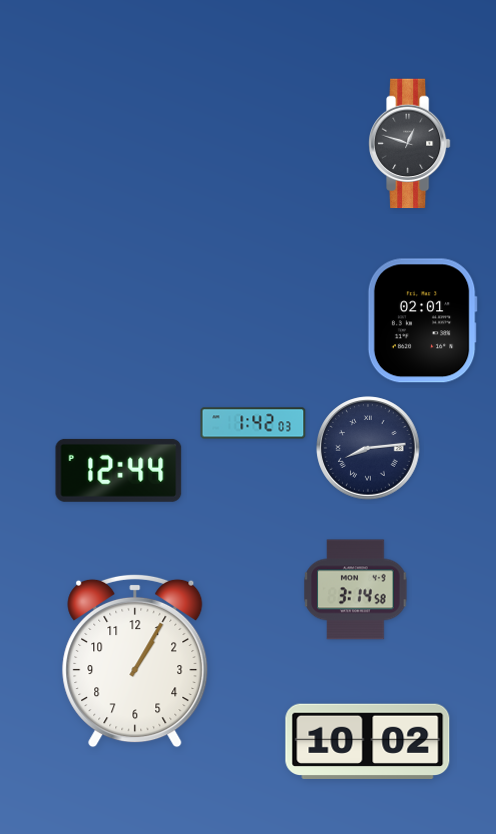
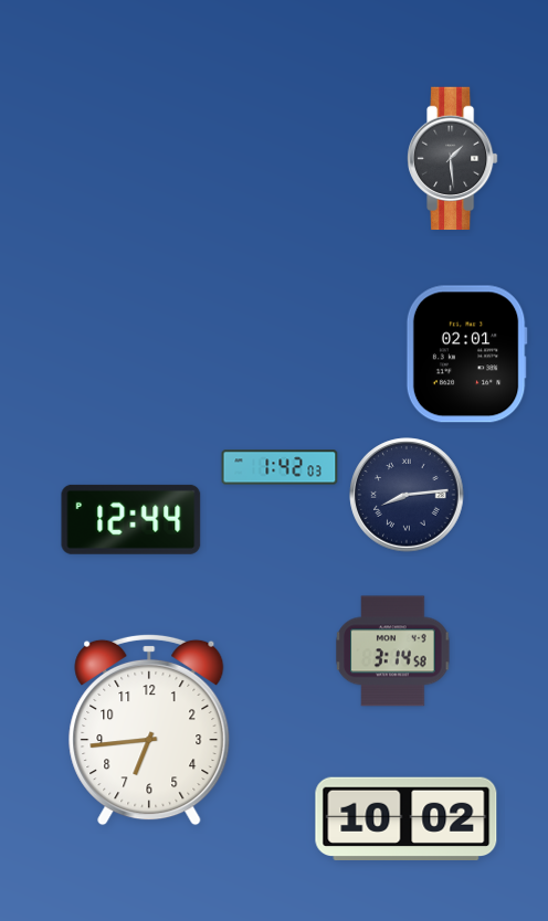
clock at (410, 144): 12:48 -> 1:29
clock at (135, 661): 1:05 -> 6:44
